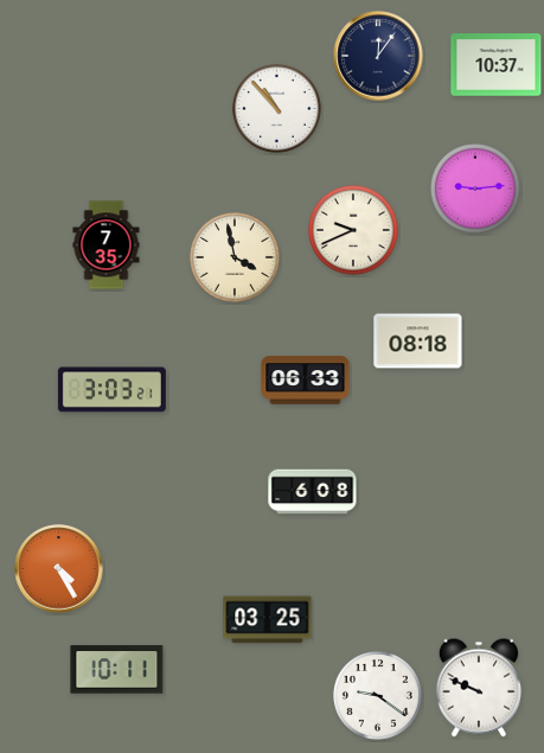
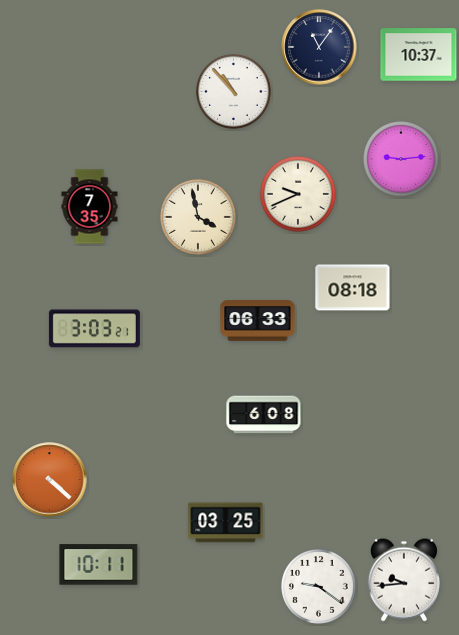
clock at (378, 56): 12:06 -> 11:06
clock at (59, 569): 4:25 -> 4:22
clock at (479, 688): 9:49 -> 9:44
